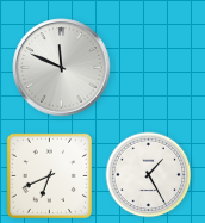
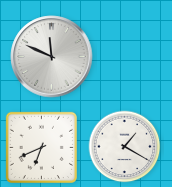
clock at (149, 175): 1:25 -> 1:20
